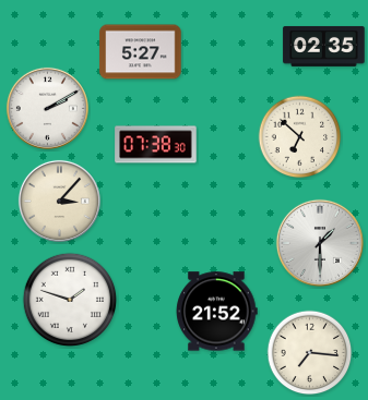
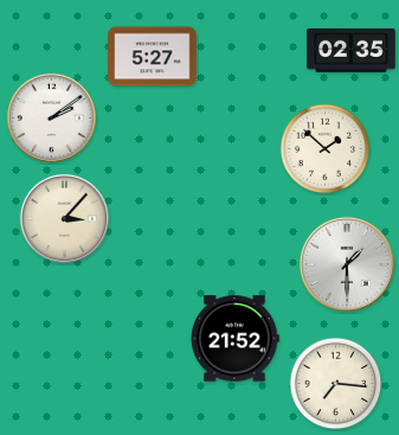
clock at (47, 108): 2:10 -> 2:09
clock at (300, 137): 6:52 -> 1:52
clock at (156, 145): 07:38 -> none
clock at (70, 300): 1:48 -> none
